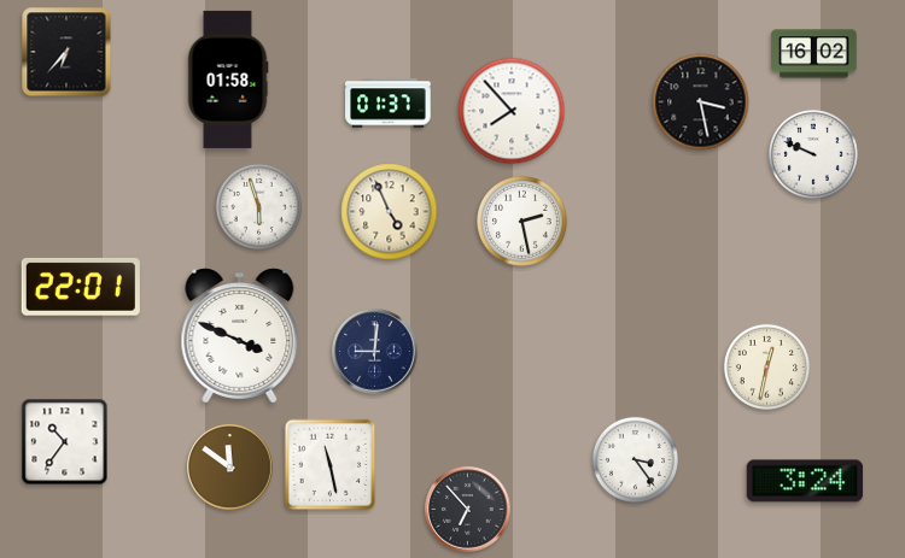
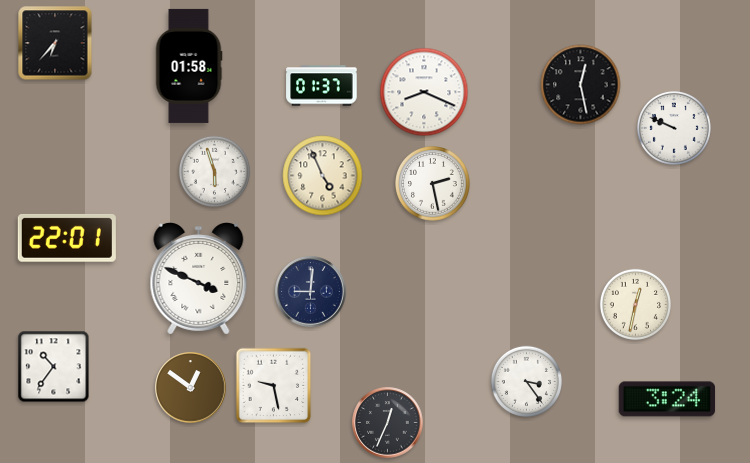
clock at (815, 54): 16:02 -> none
clock at (701, 102): 3:28 -> 12:28
clock at (512, 111): 7:53 -> 8:19
clock at (331, 465): 11:28 -> 9:28
clock at (230, 468): 11:51 -> 12:51
clock at (468, 510): 6:53 -> 12:34
